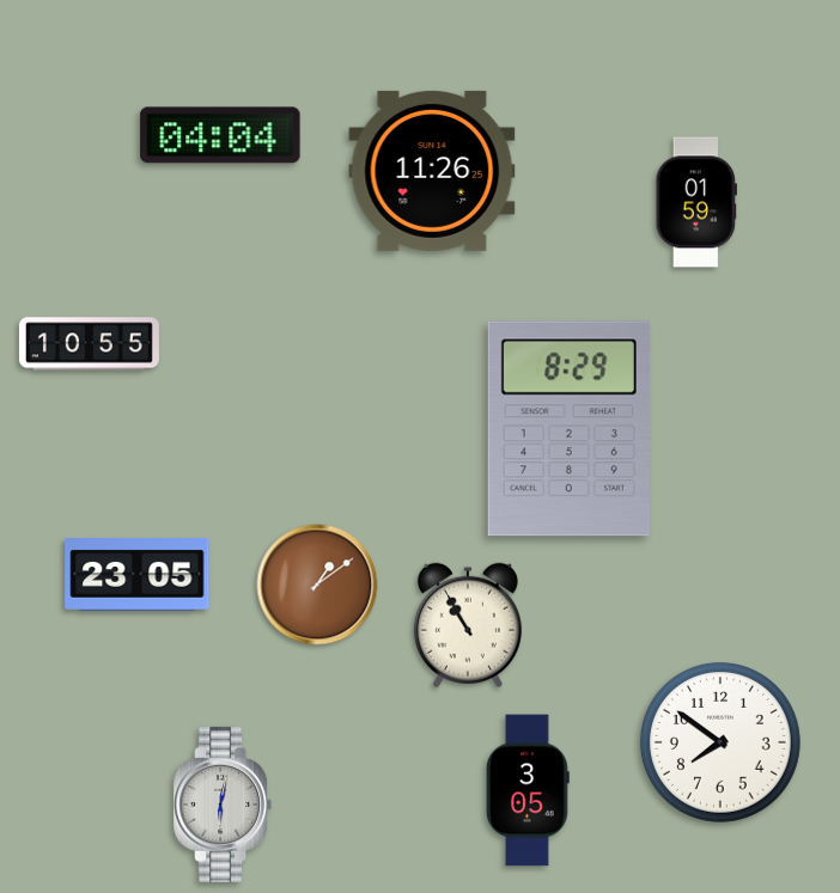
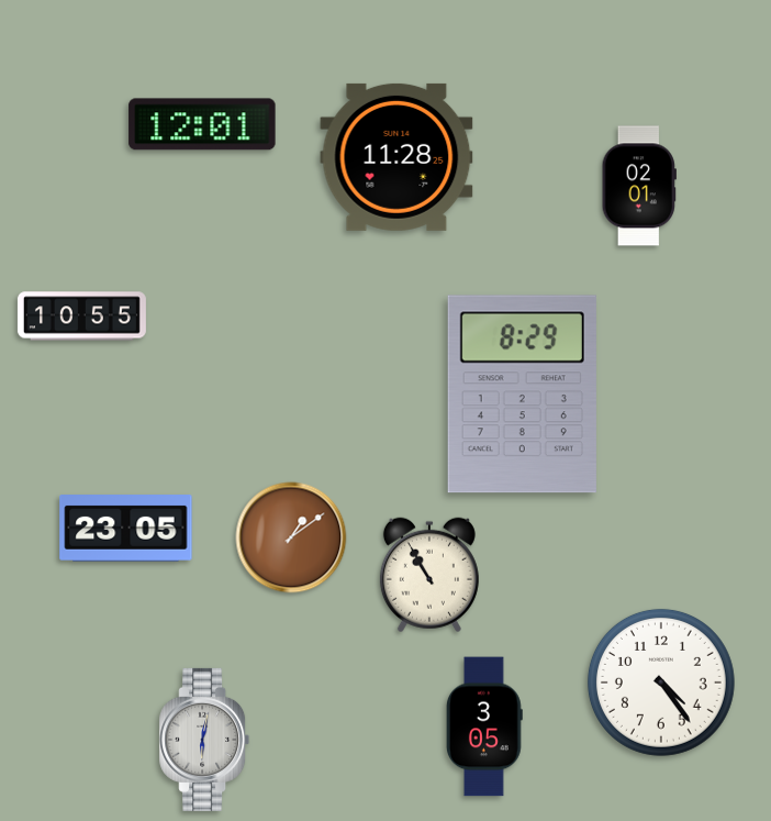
clock at (220, 135): 04:04 -> 12:01
clock at (432, 171): 11:26 -> 11:28
clock at (696, 202): 01:59 -> 02:01
clock at (720, 742): 7:51 -> 4:24
